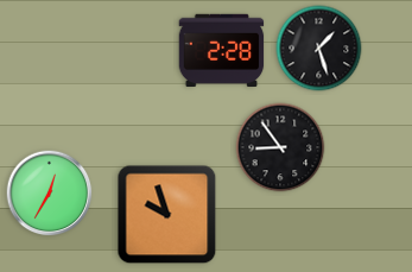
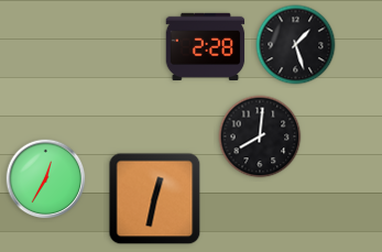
clock at (280, 147): 8:54 -> 8:01
clock at (167, 215): 9:57 -> 12:32
